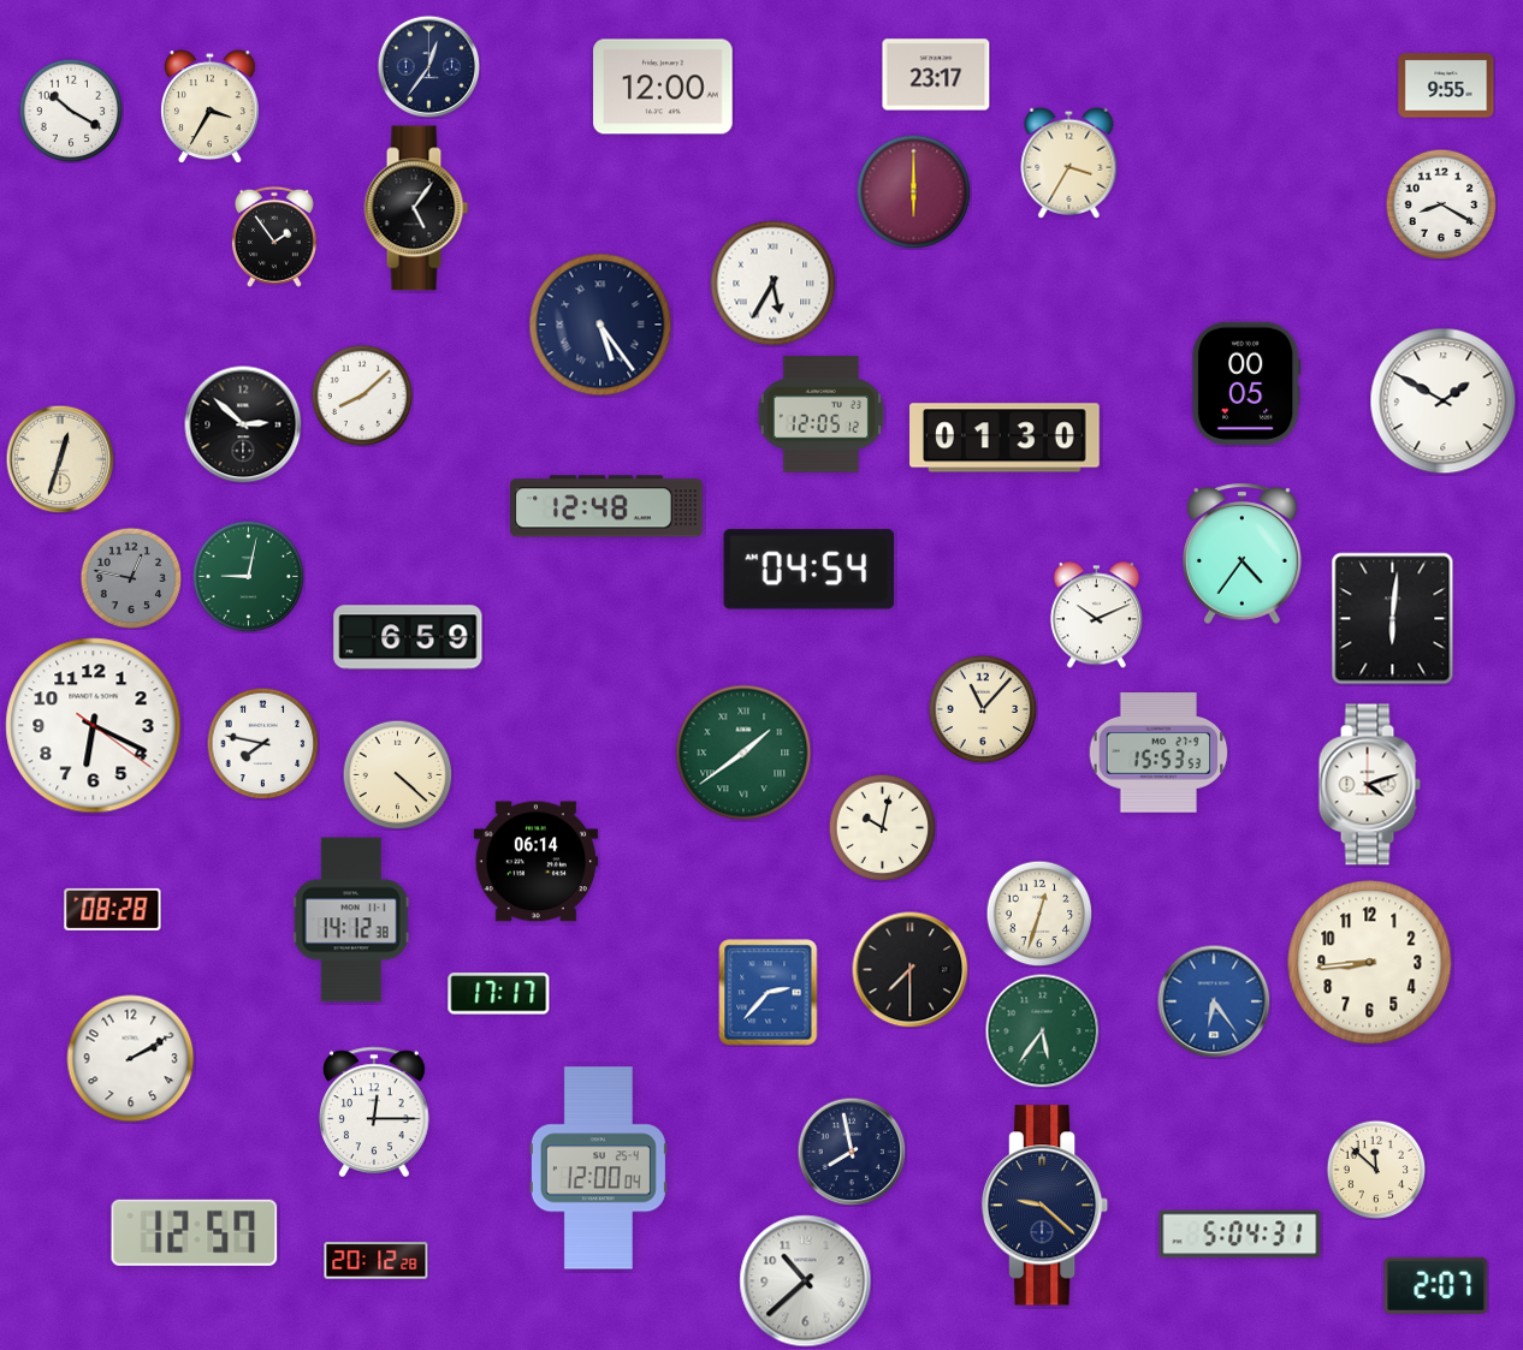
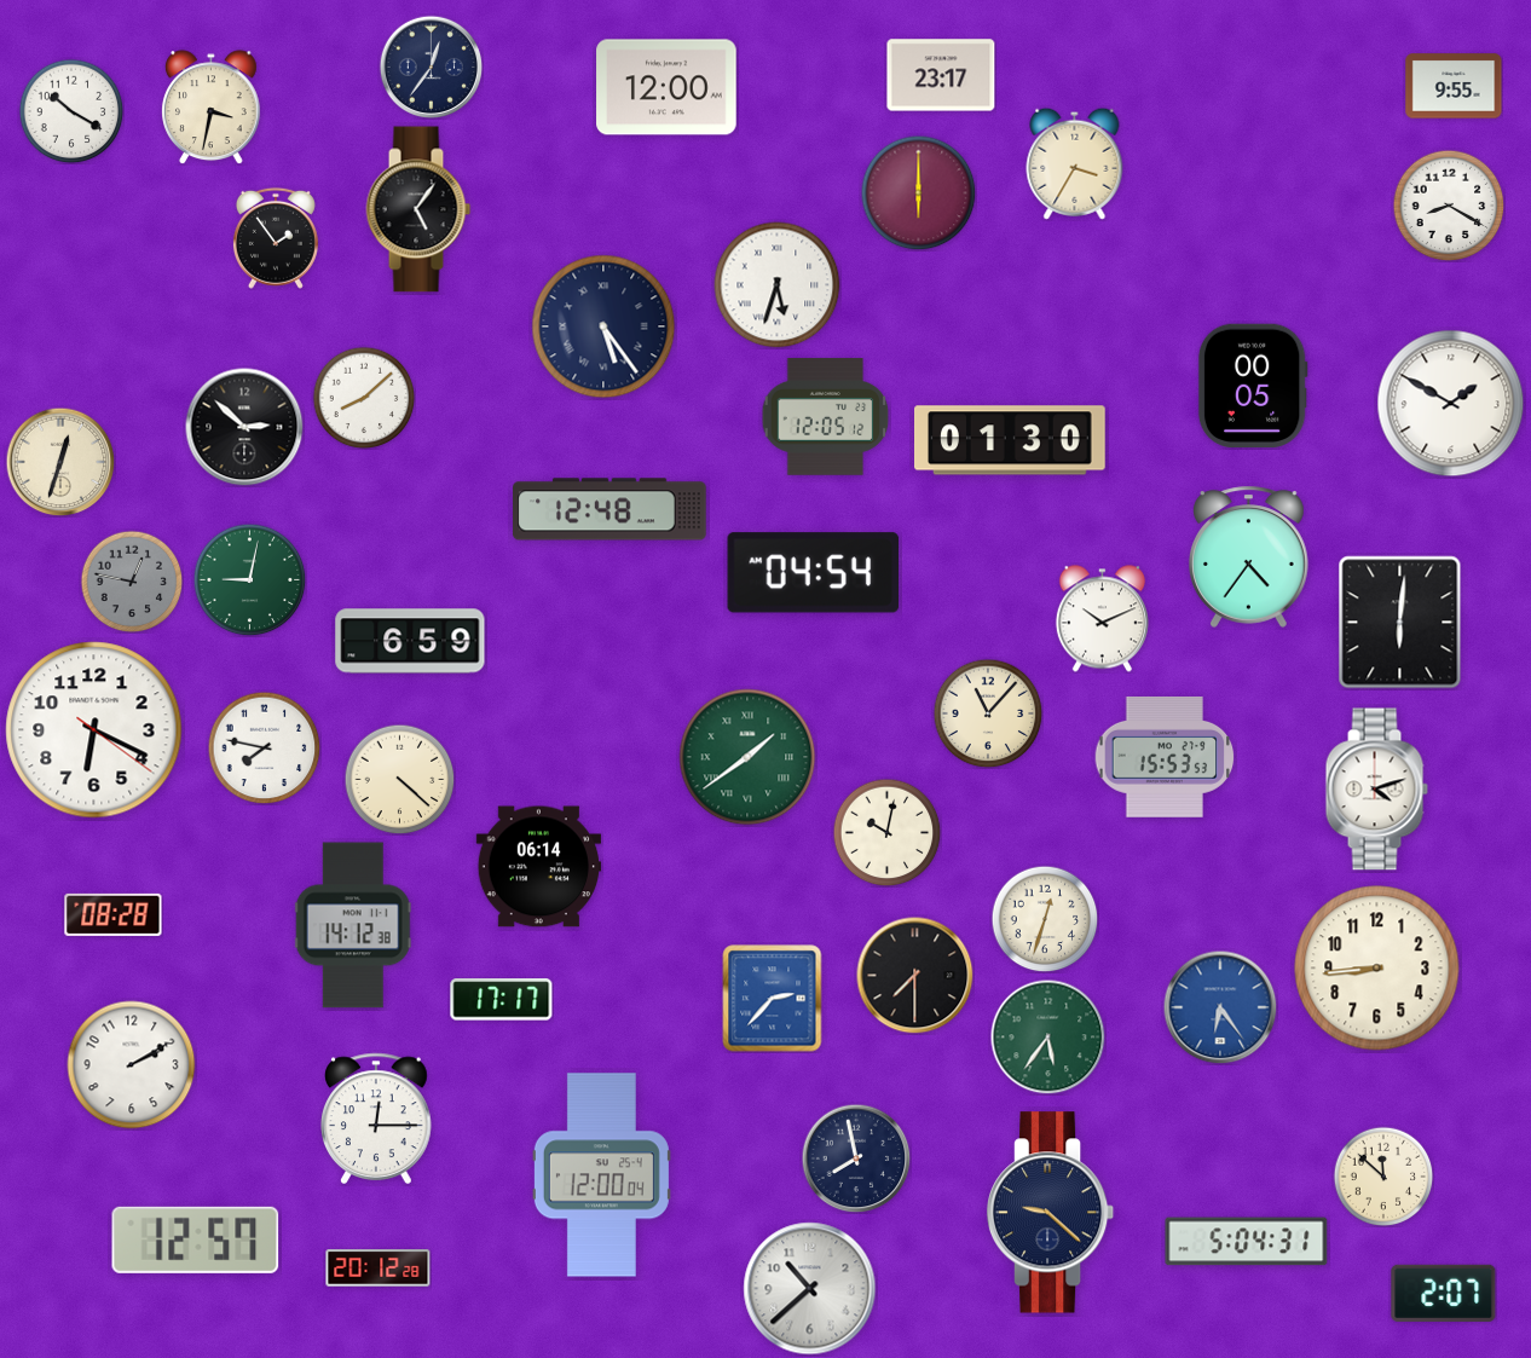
clock at (211, 107): 3:35 -> 3:32
clock at (774, 284): 5:35 -> 5:33
